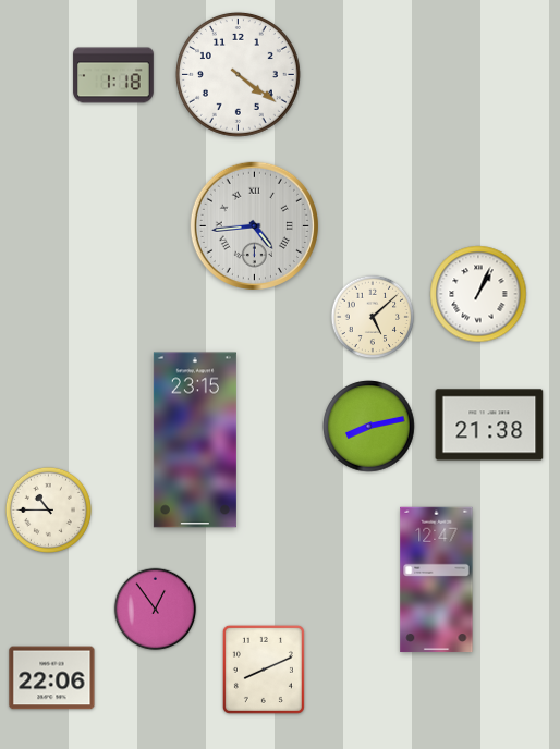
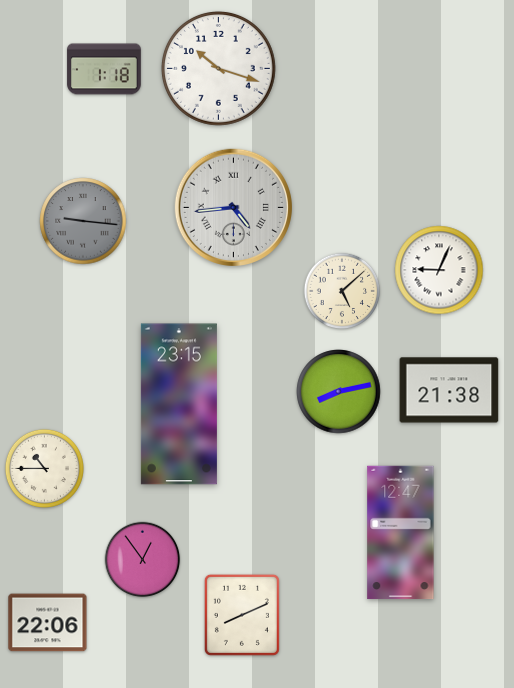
clock at (238, 74): 4:21 -> 10:18
clock at (83, 221): none -> 9:16
clock at (478, 294): 1:04 -> 9:04
